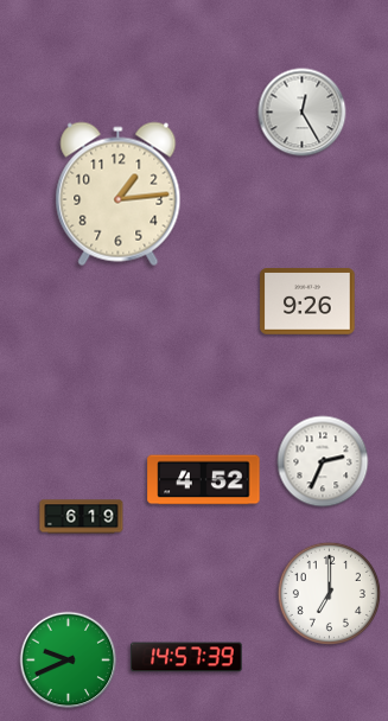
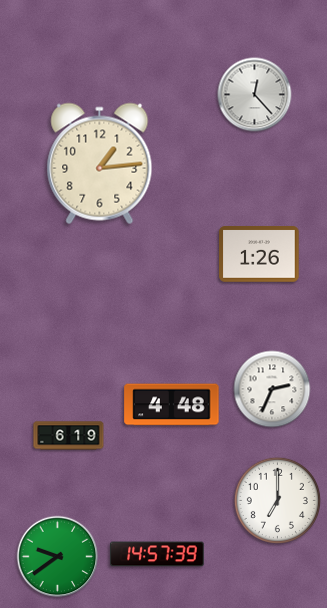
clock at (303, 113): 12:25 -> 12:23
clock at (307, 301): 9:26 -> 1:26
clock at (204, 480): 4:52 -> 4:48
clock at (69, 661): 9:41 -> 9:39
